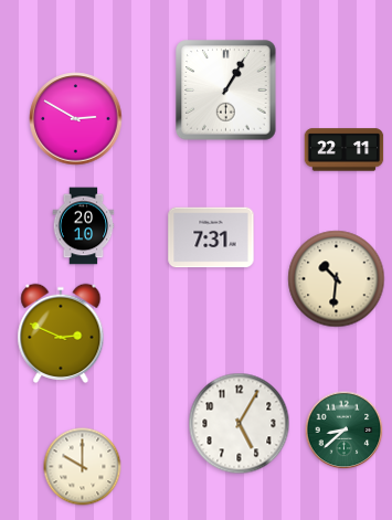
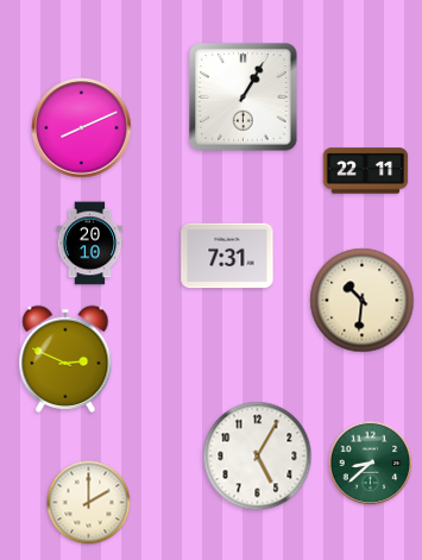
clock at (76, 119): 2:50 -> 8:11
clock at (345, 150) position: (345, 150) -> (366, 171)
clock at (83, 467): 10:00 -> 2:00
